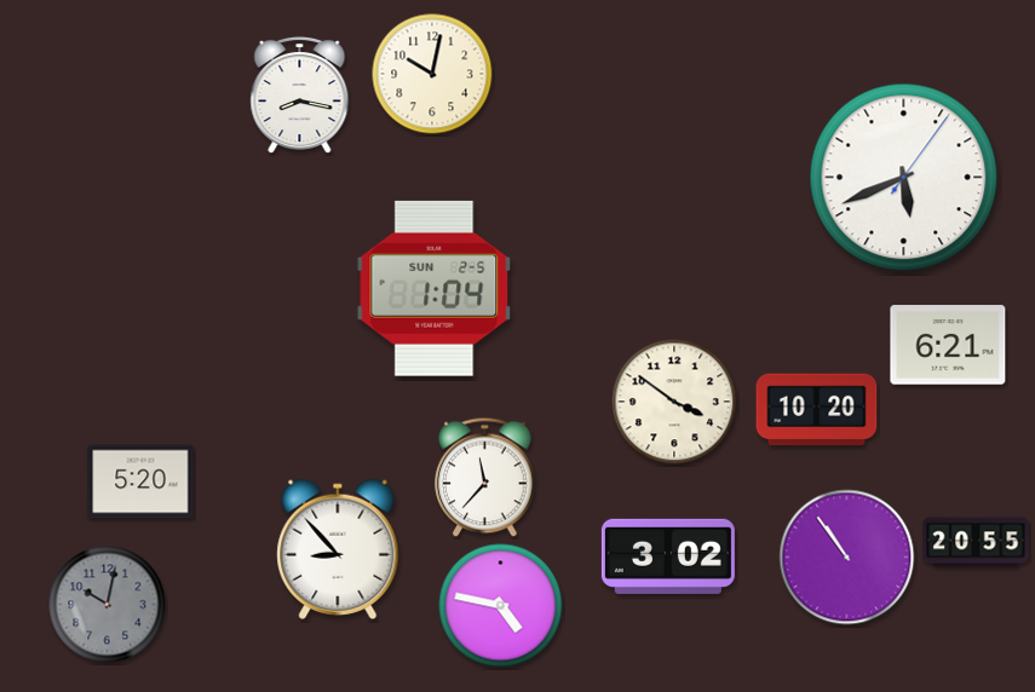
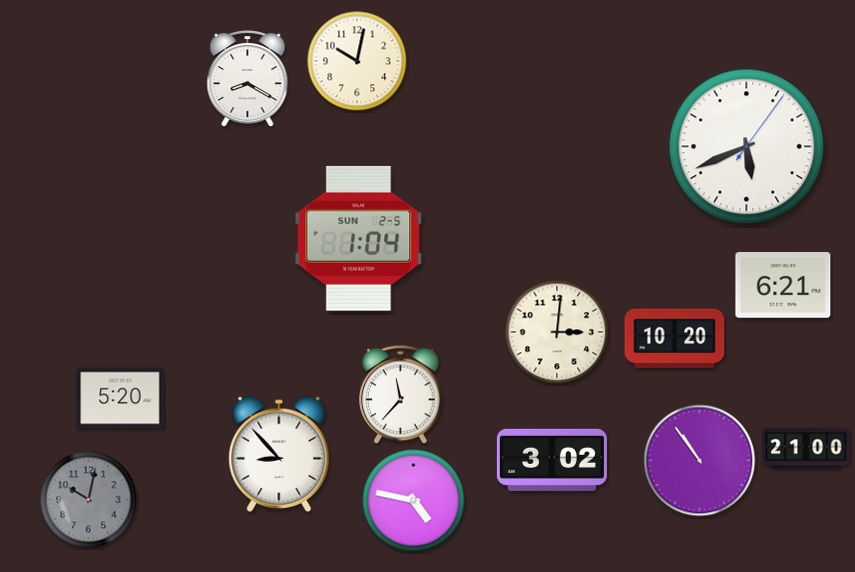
clock at (300, 96): 8:17 -> 8:20
clock at (674, 402): 3:51 -> 3:01
clock at (140, 481) position: (140, 481) -> (120, 398)
clock at (976, 542): 20:55 -> 21:00
